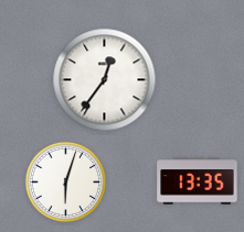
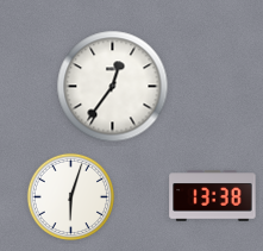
clock at (198, 181): 13:35 -> 13:38
